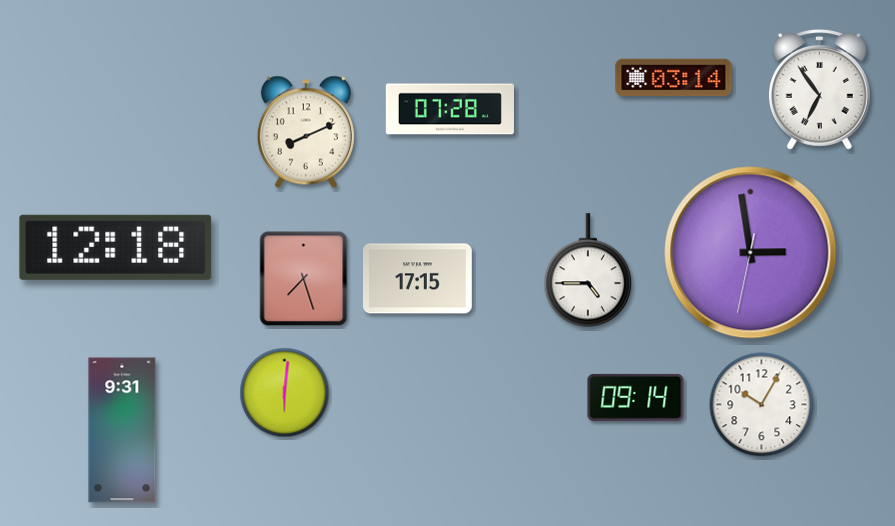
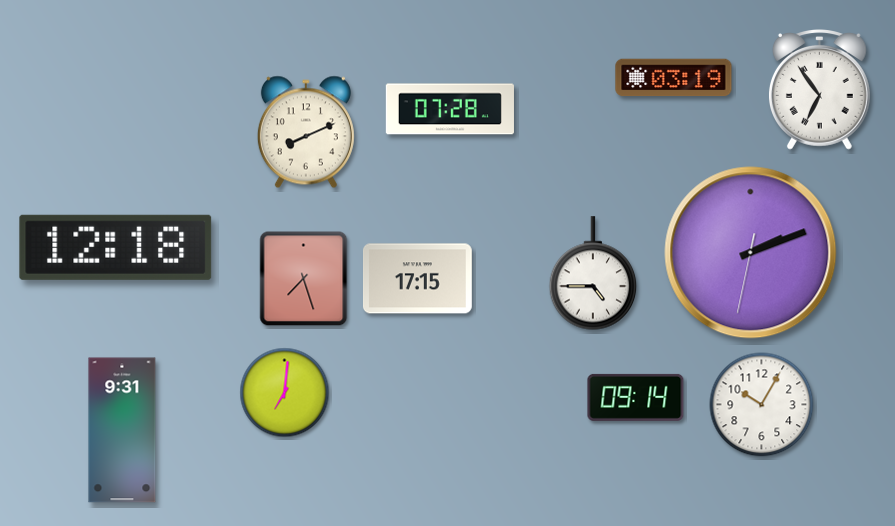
clock at (674, 78): 03:14 -> 03:19
clock at (751, 253): 2:58 -> 2:11
clock at (588, 270) position: (588, 270) -> (593, 273)
clock at (285, 393): 6:01 -> 7:01
